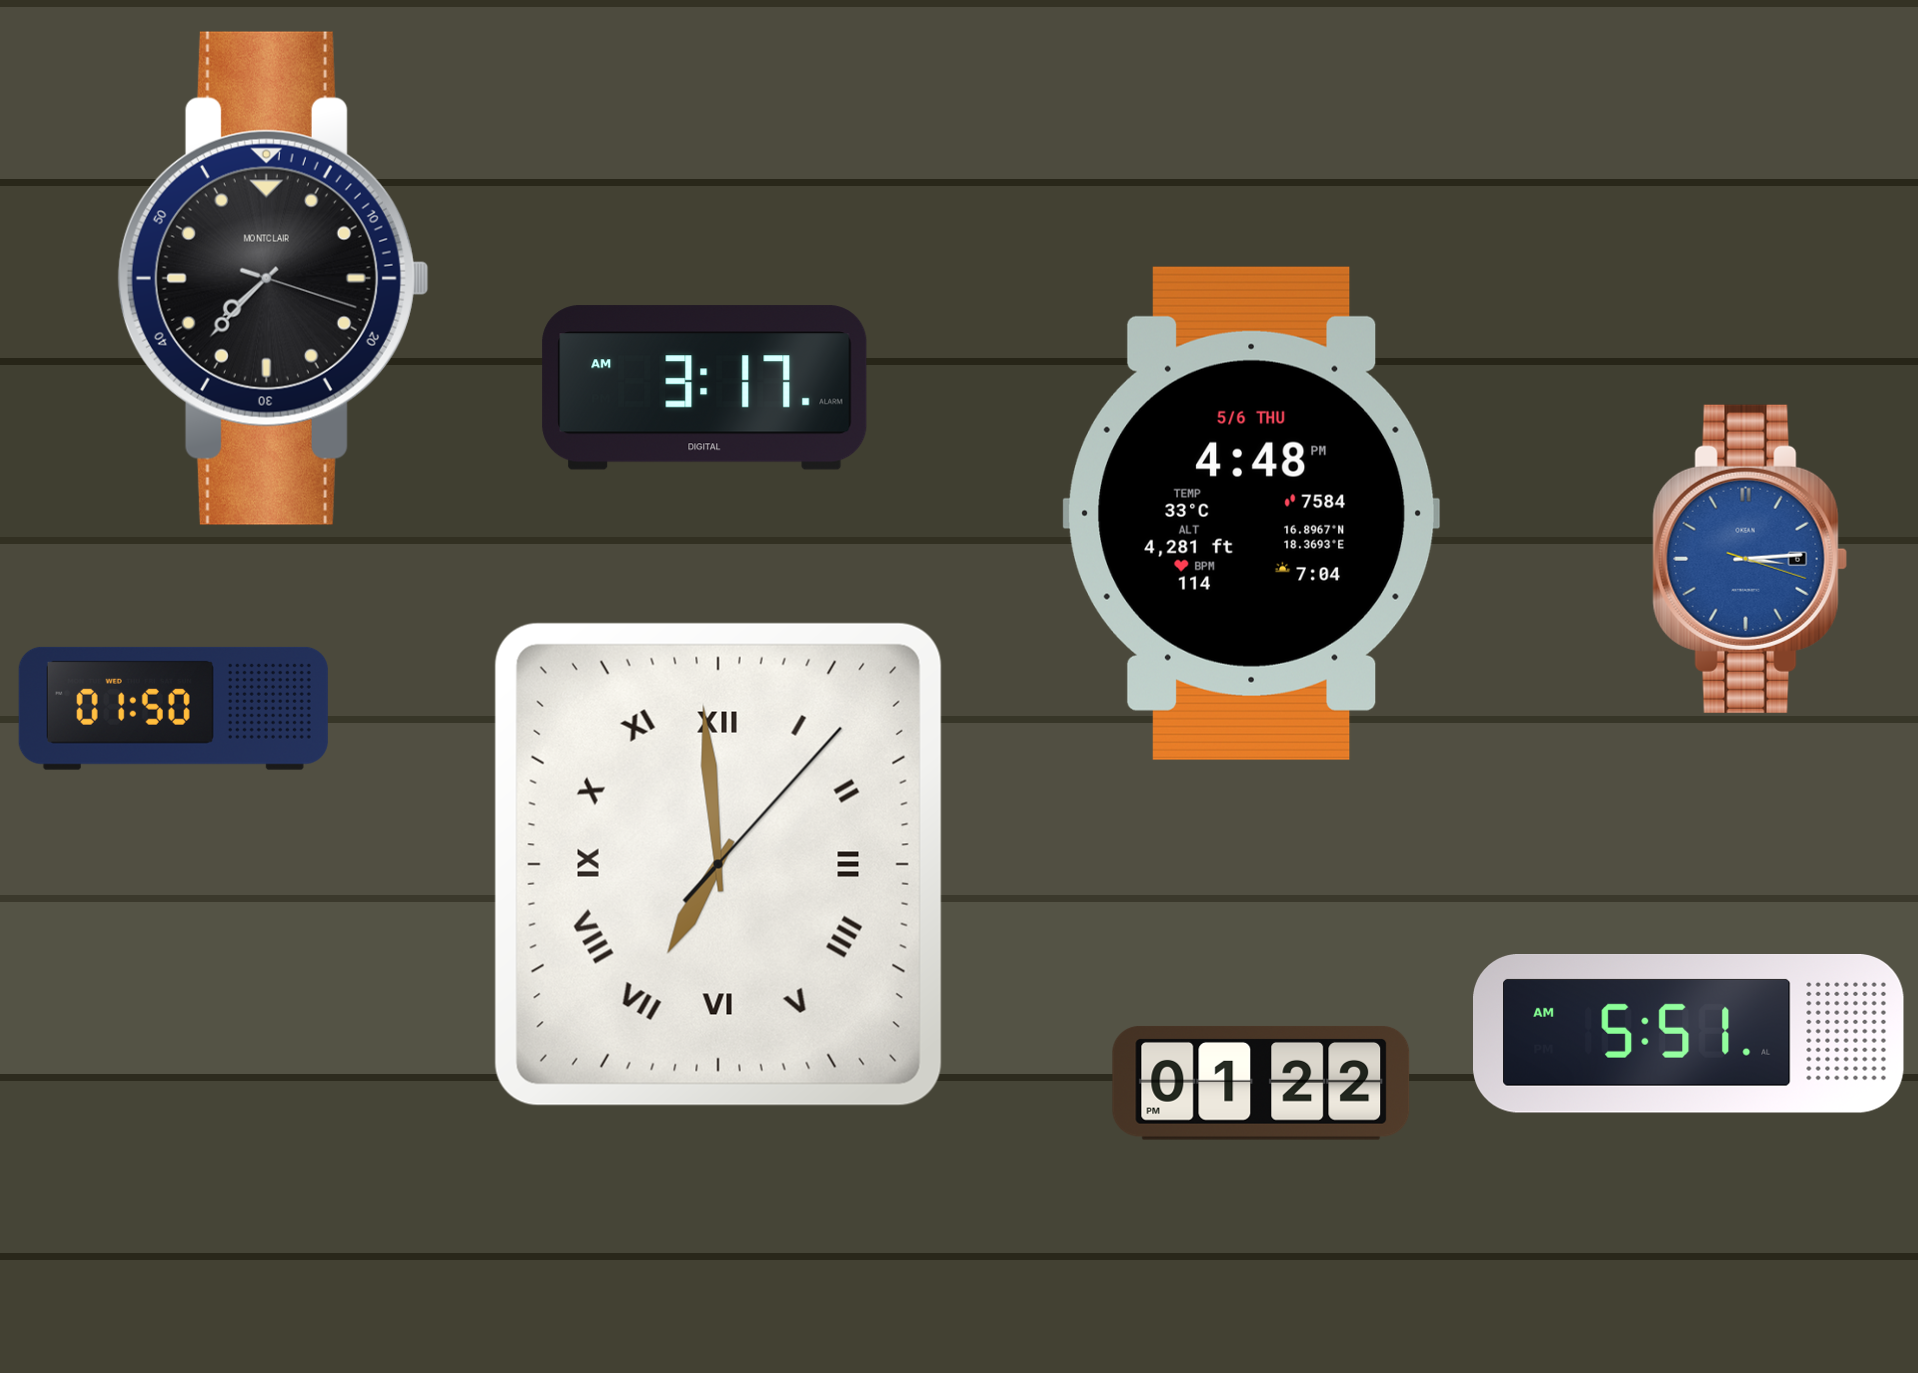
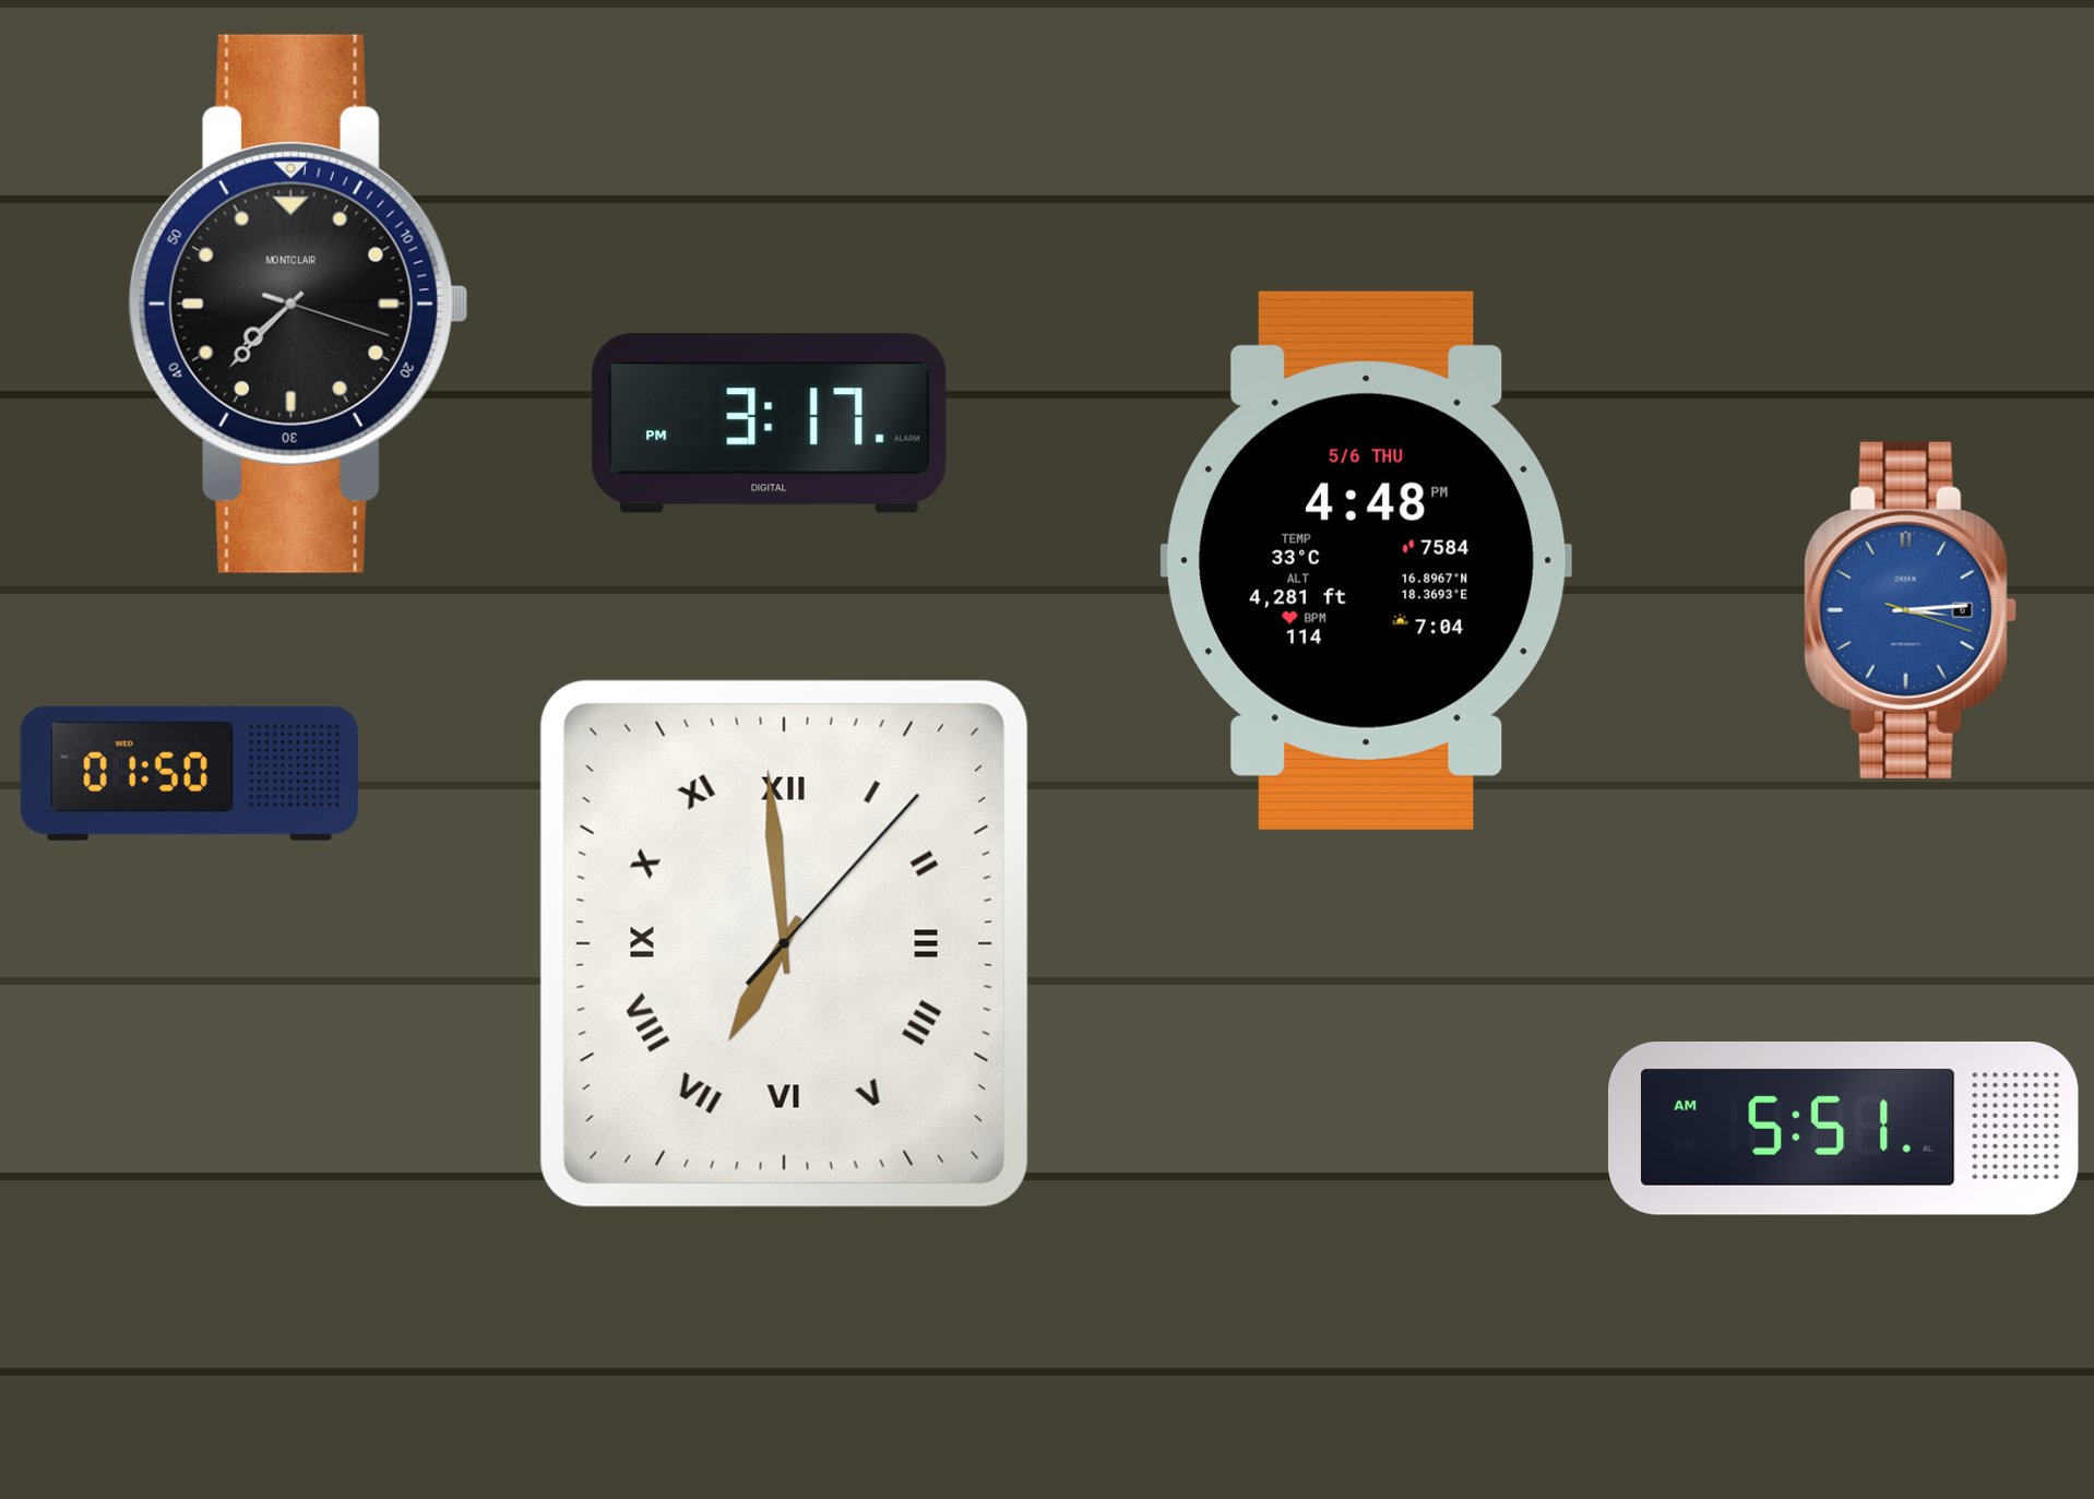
clock at (705, 388): 3:17 AM -> 3:17 PM
clock at (1261, 1083): 01:22 -> none
